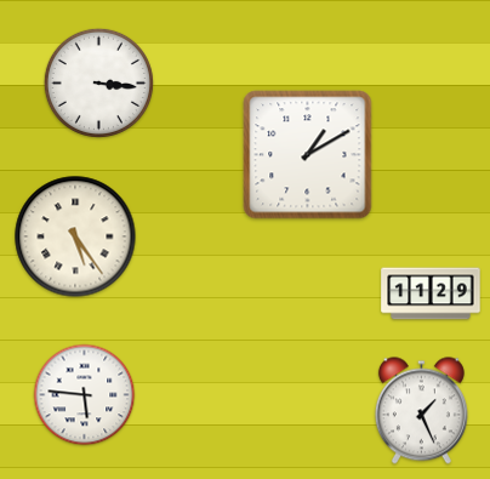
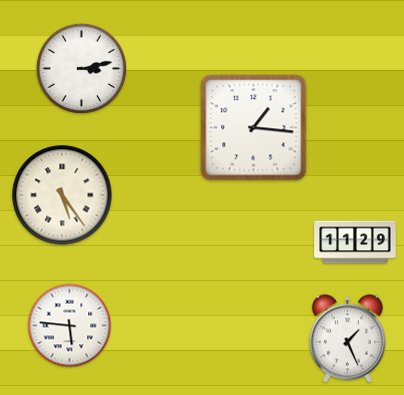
clock at (98, 82): 3:16 -> 3:13
clock at (308, 155): 1:10 -> 1:16
